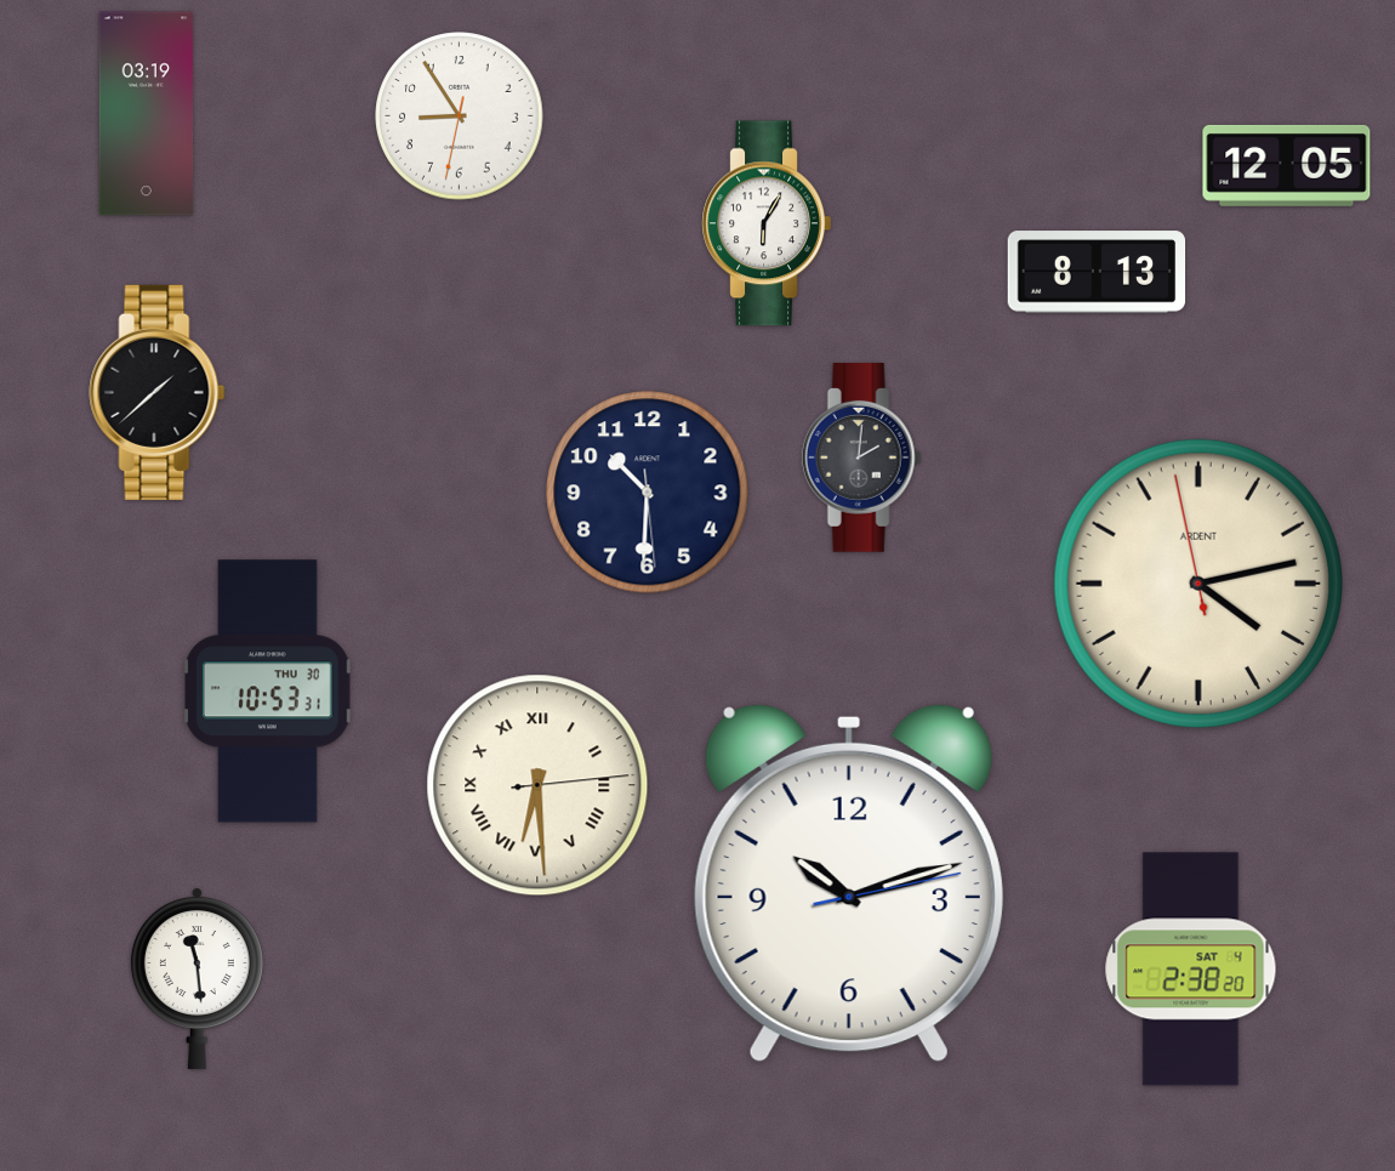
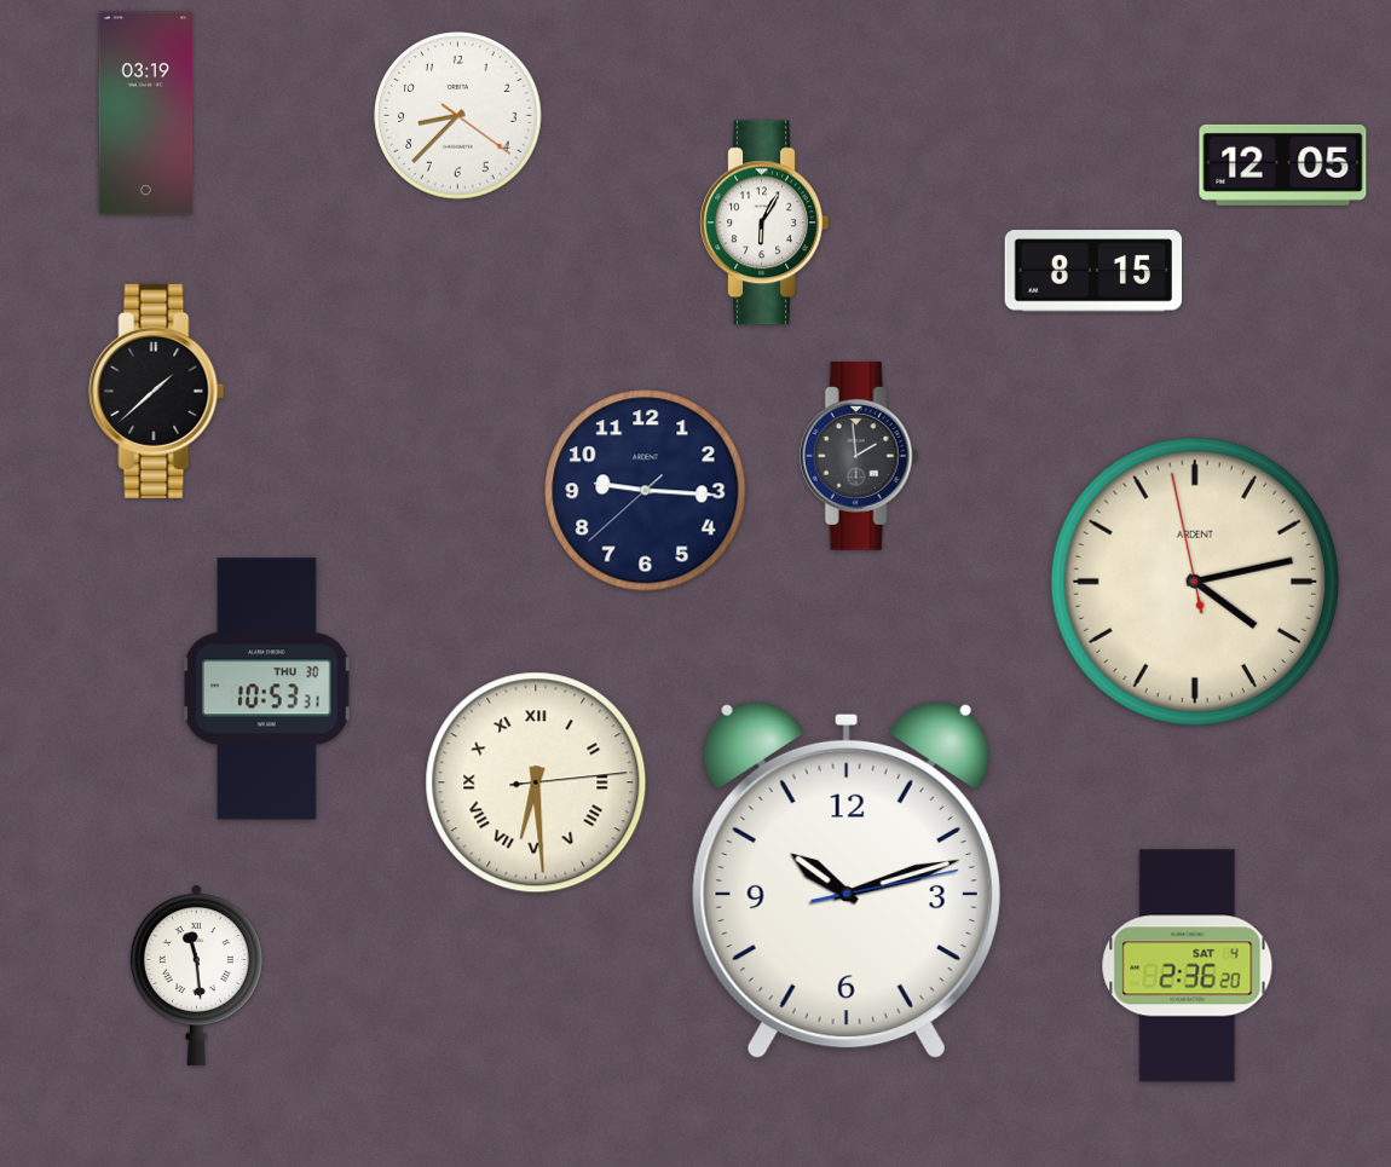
clock at (460, 116): 8:54 -> 8:37
clock at (1097, 272): 8:13 -> 8:15
clock at (861, 457): 2:01 -> 1:59
clock at (648, 493): 10:30 -> 9:15
clock at (1191, 970): 2:38 -> 2:36
